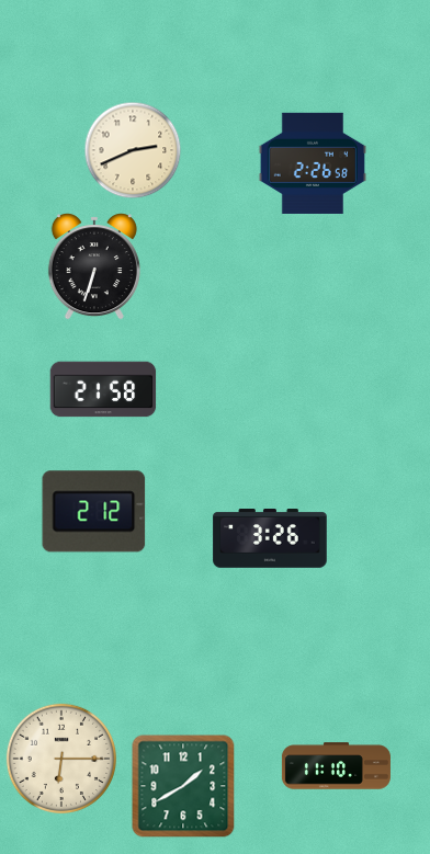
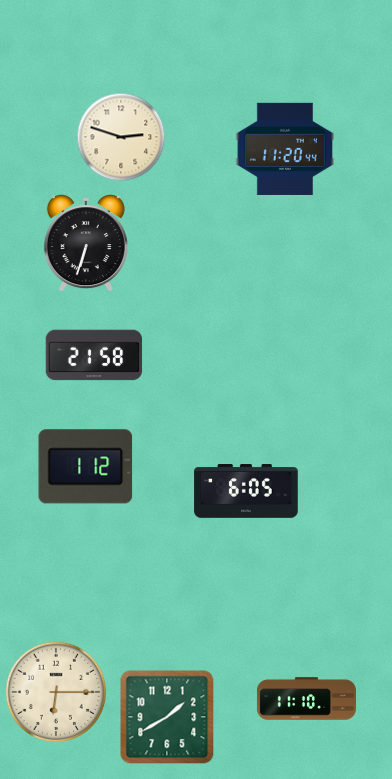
clock at (133, 150): 2:41 -> 2:48
clock at (313, 163): 2:26 -> 11:20
clock at (94, 512): 2:12 -> 1:12
clock at (270, 539): 3:26 -> 6:05
